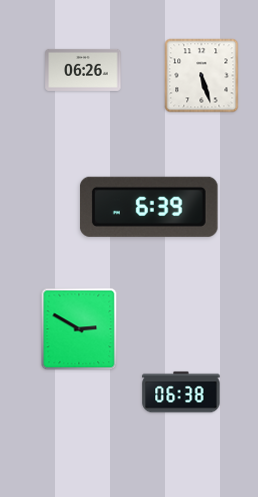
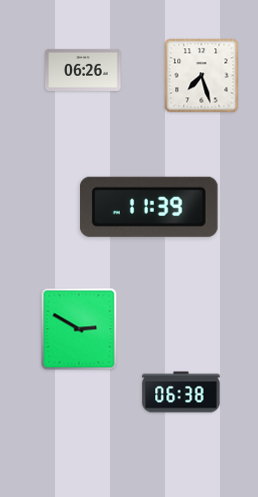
clock at (202, 76): 5:27 -> 7:27
clock at (149, 207): 6:39 -> 11:39
